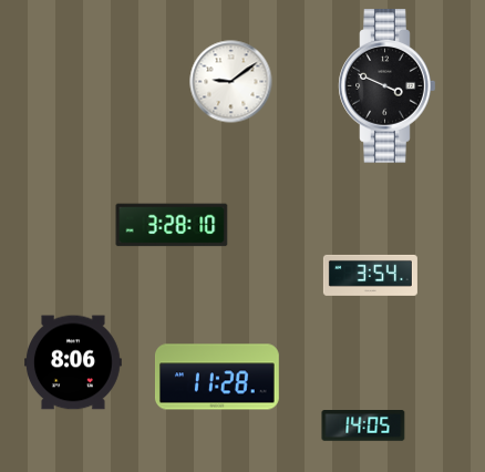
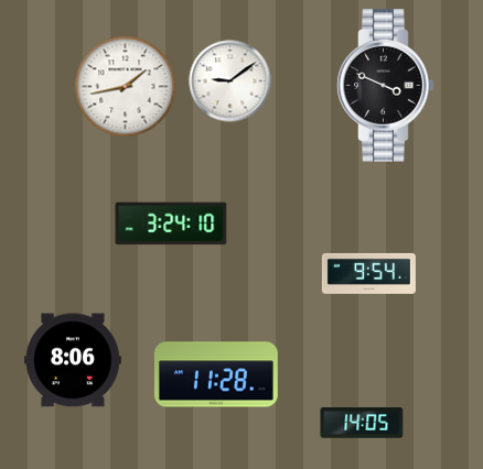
clock at (126, 87): none -> 1:43
clock at (172, 225): 3:28 -> 3:24
clock at (370, 275): 3:54 -> 9:54
